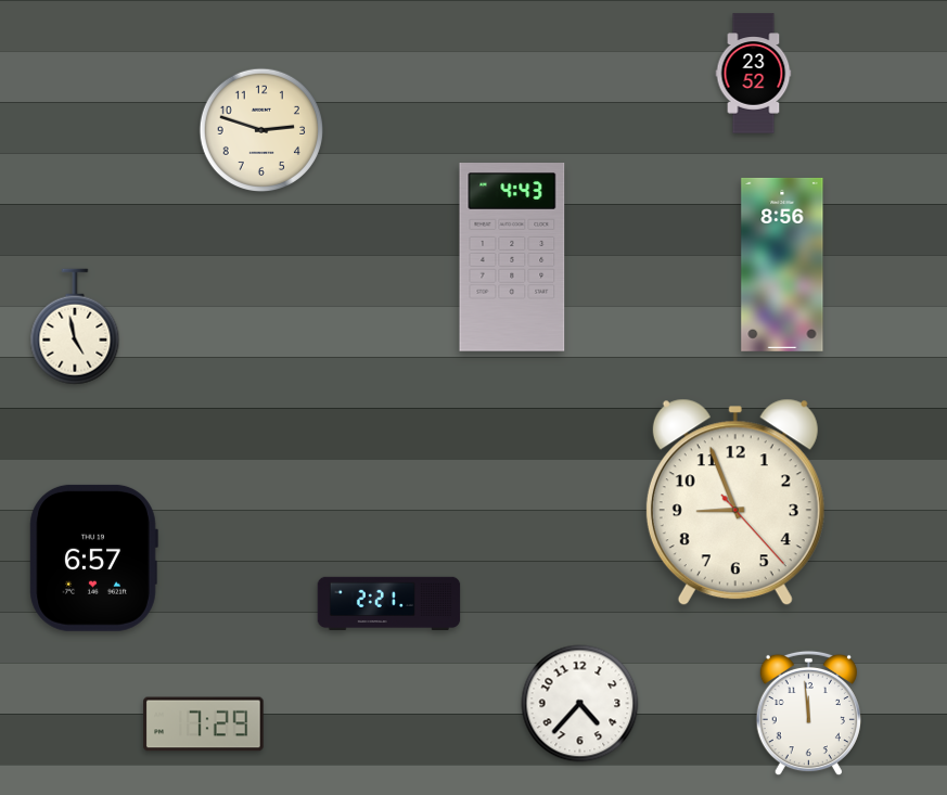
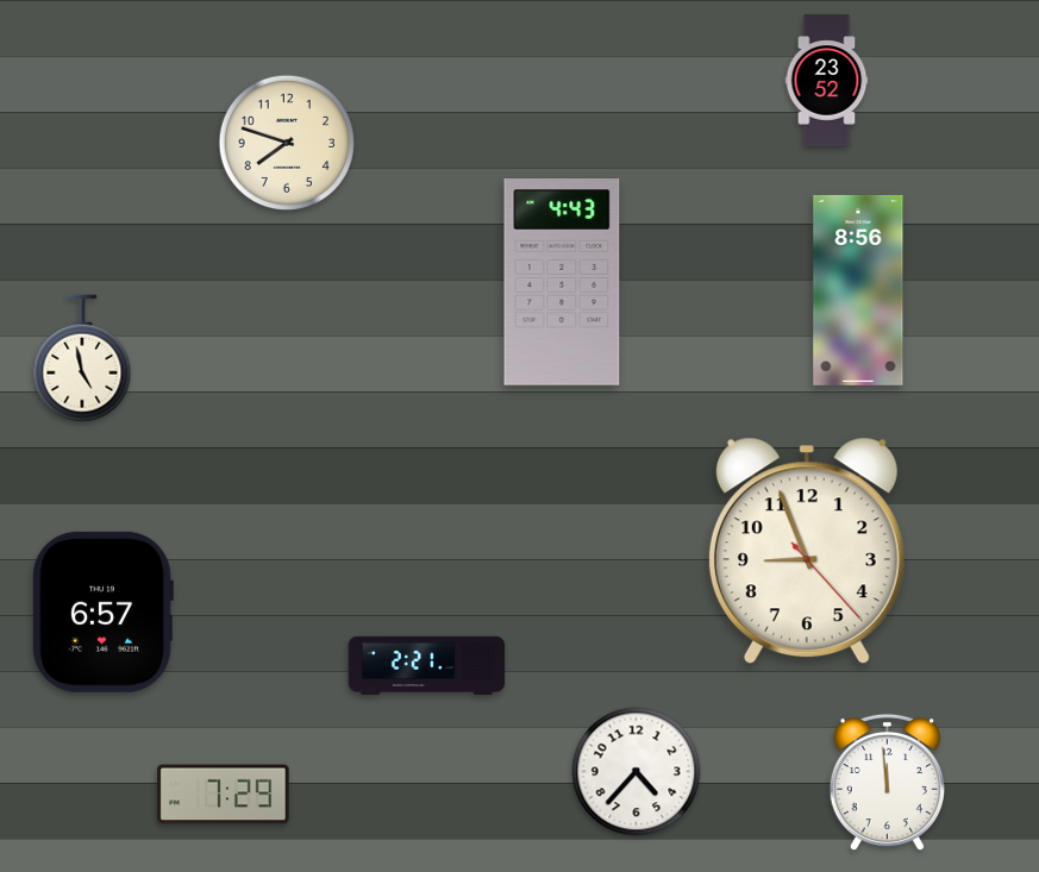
clock at (260, 129): 2:48 -> 7:48
clock at (389, 603) position: (389, 603) -> (427, 665)
